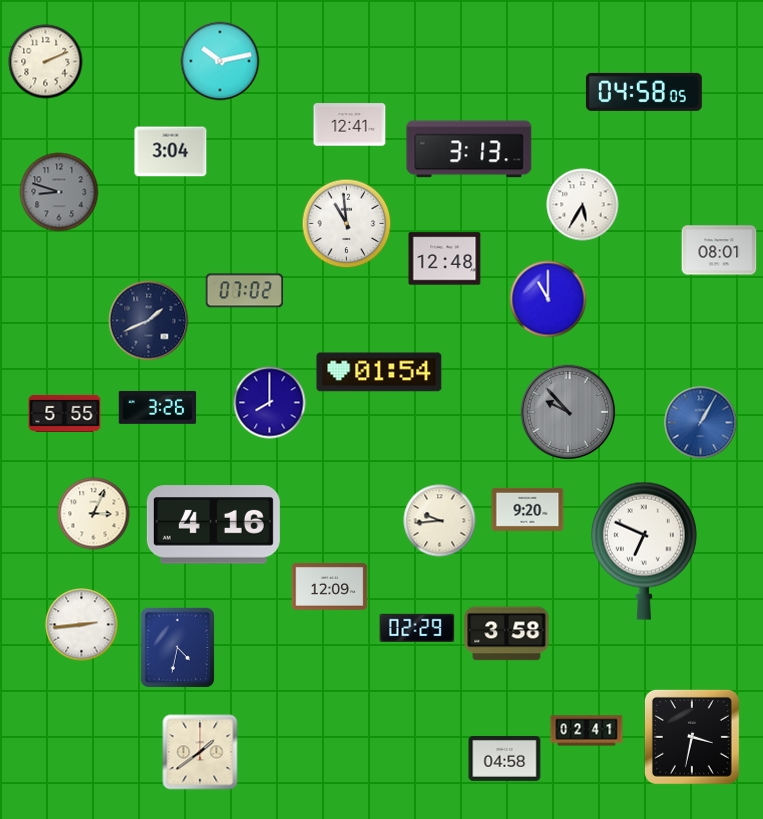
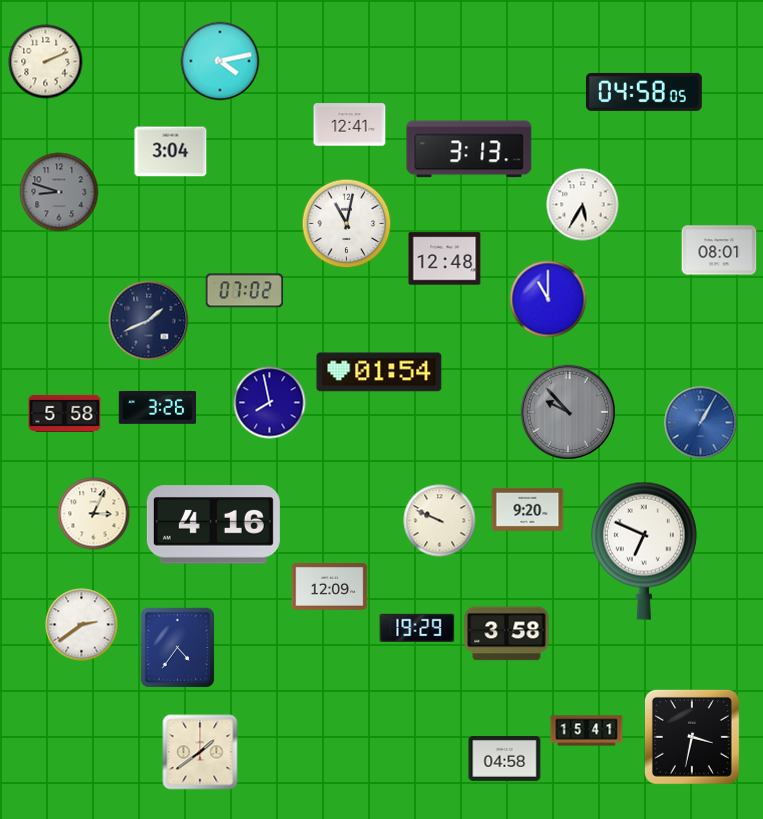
clock at (220, 61): 10:13 -> 4:13
clock at (347, 224): 10:59 -> 11:02
clock at (270, 403): 8:00 -> 7:58
clock at (65, 413): 5:55 -> 5:58
clock at (440, 521): 9:44 -> 9:49
clock at (82, 625): 2:44 -> 2:39
clock at (417, 627): 02:29 -> 19:29
clock at (178, 648): 4:32 -> 4:36
clock at (587, 731): 02:41 -> 15:41
